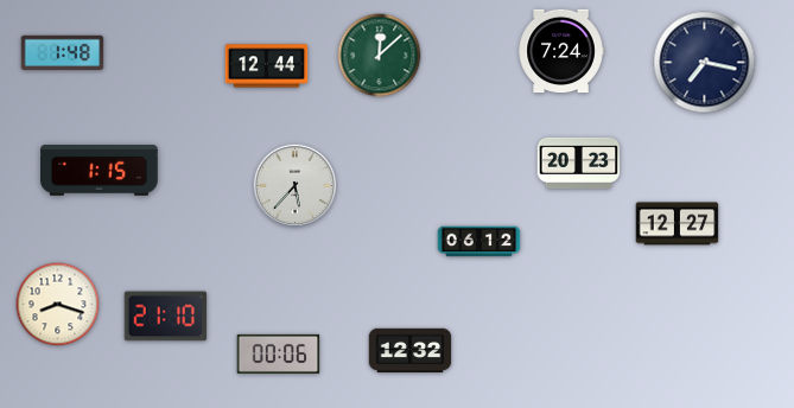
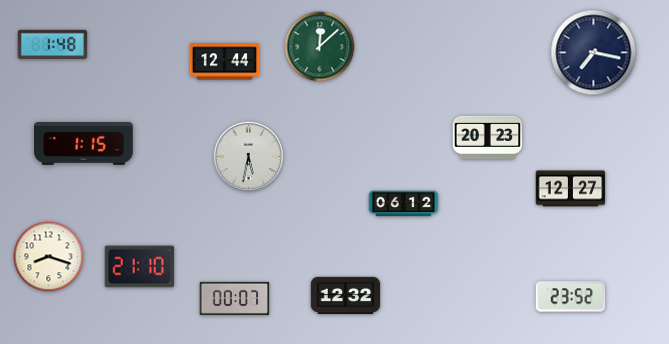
clock at (561, 51): 7:24 -> none
clock at (267, 66) position: (267, 66) -> (225, 62)
clock at (296, 186): 5:37 -> 5:32
clock at (571, 297): none -> 23:52
clock at (279, 353): 00:06 -> 00:07
